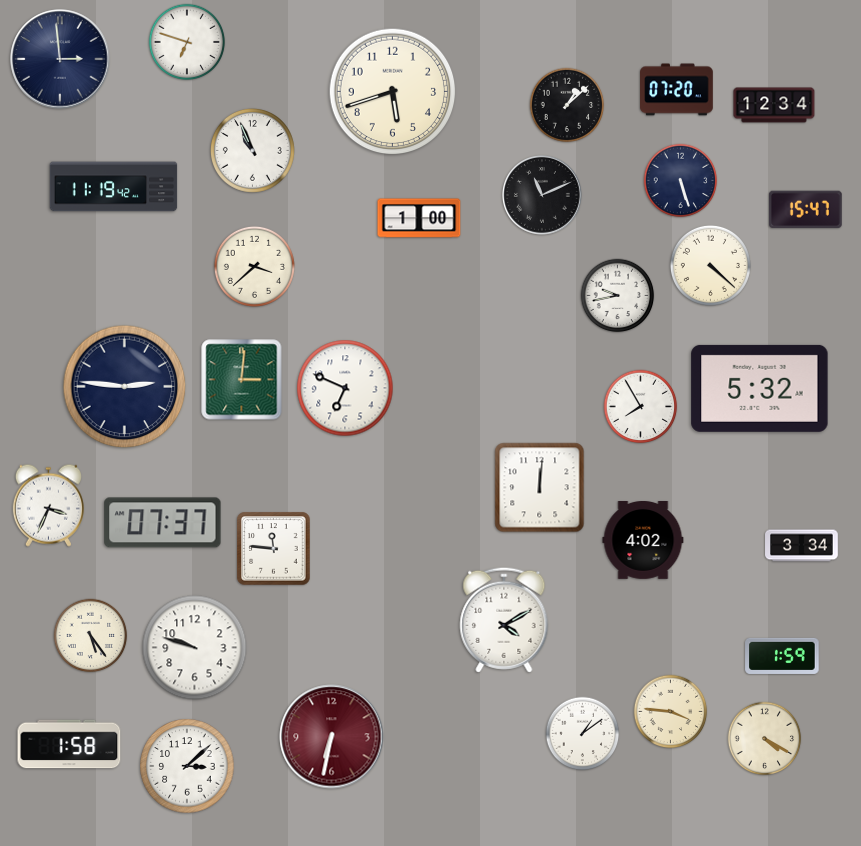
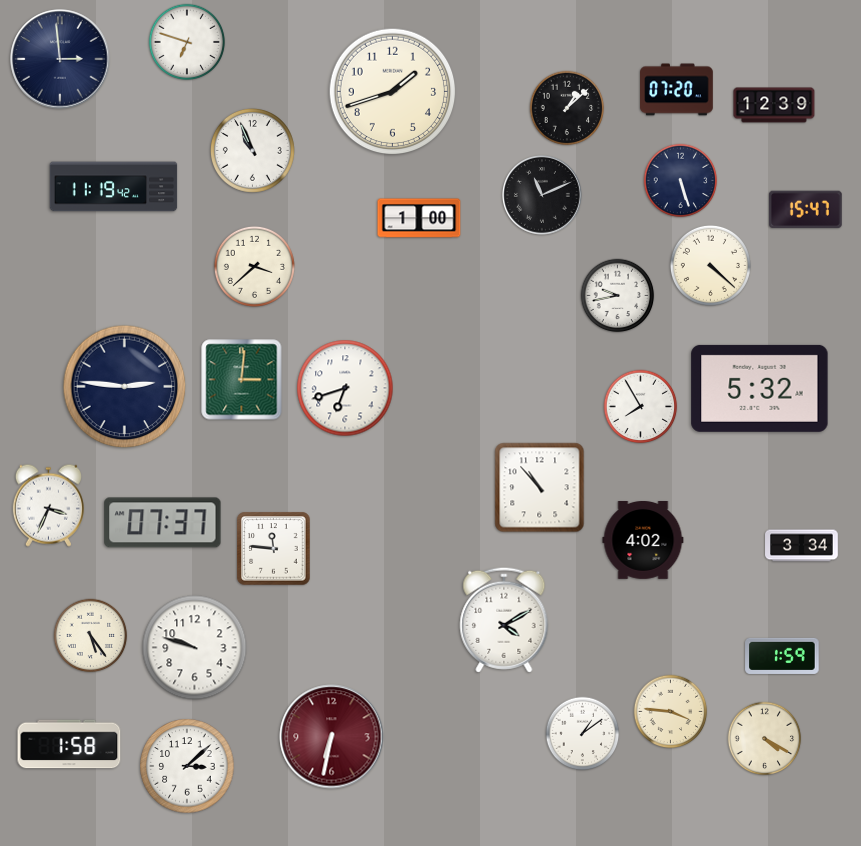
clock at (393, 92): 5:42 -> 1:42
clock at (567, 105) position: (567, 105) -> (567, 108)
clock at (774, 105): 12:34 -> 12:39
clock at (345, 388): 6:49 -> 6:42
clock at (540, 488): 12:01 -> 10:53
